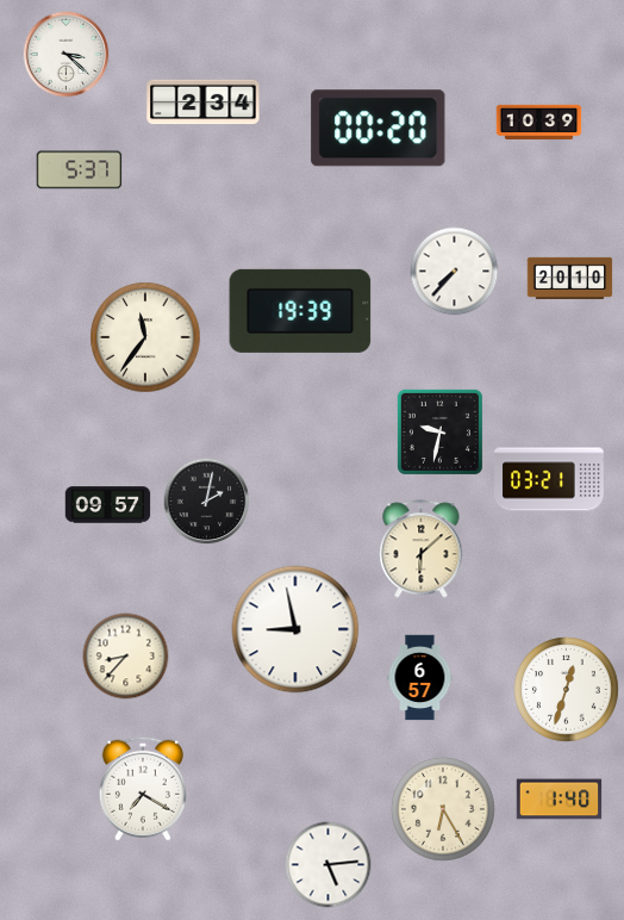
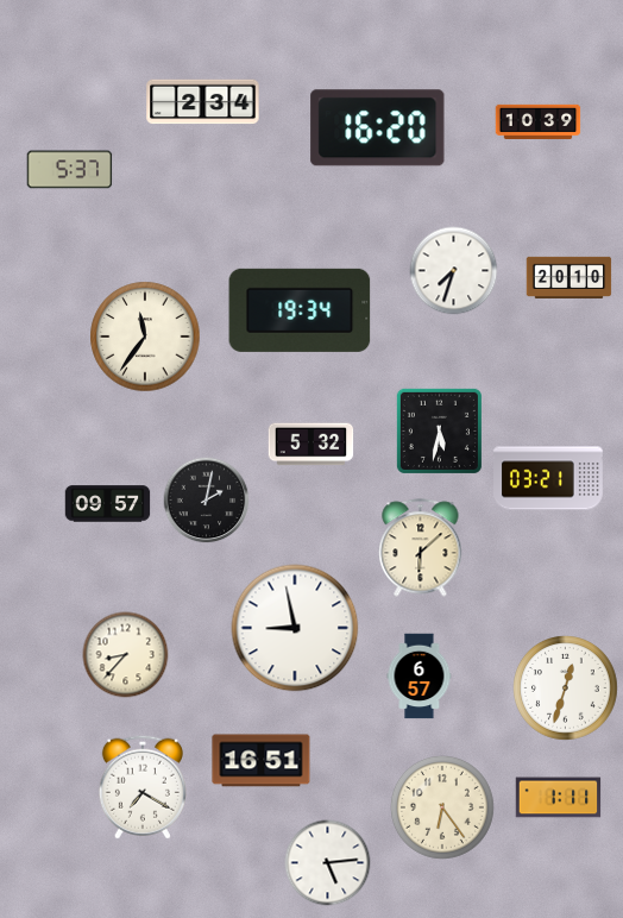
clock at (67, 55): 3:22 -> none
clock at (379, 129): 00:20 -> 16:20
clock at (80, 170) position: (80, 170) -> (70, 170)
clock at (455, 272): 7:37 -> 7:33
clock at (300, 311): 19:39 -> 19:34
clock at (439, 431): 9:32 -> 5:32
clock at (311, 445): none -> 5:32
clock at (262, 761): none -> 16:51
clock at (560, 800): 1:40 -> 1:11
clock at (444, 810): 6:25 -> 6:24
